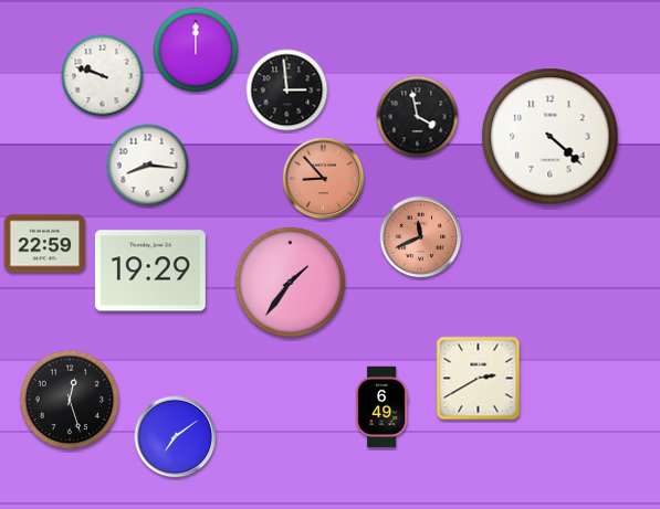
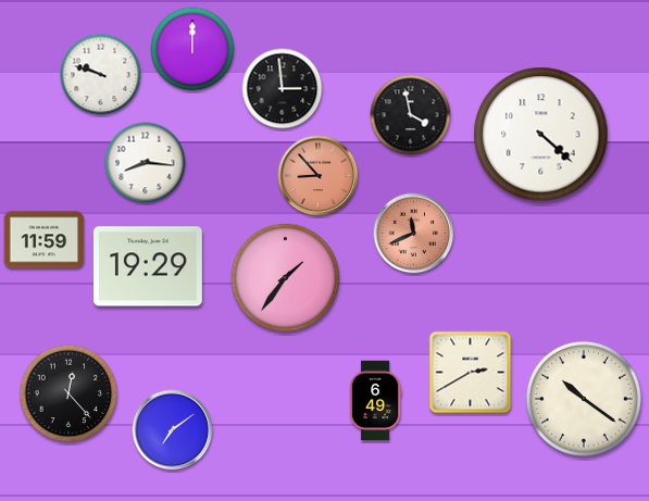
clock at (45, 244): 22:59 -> 11:59
clock at (70, 400): 12:27 -> 12:23
clock at (584, 399): none -> 10:21
